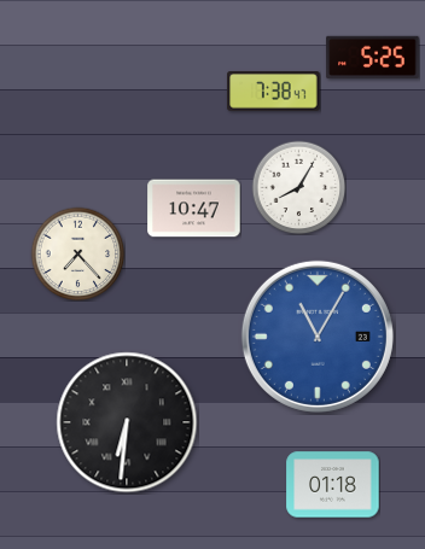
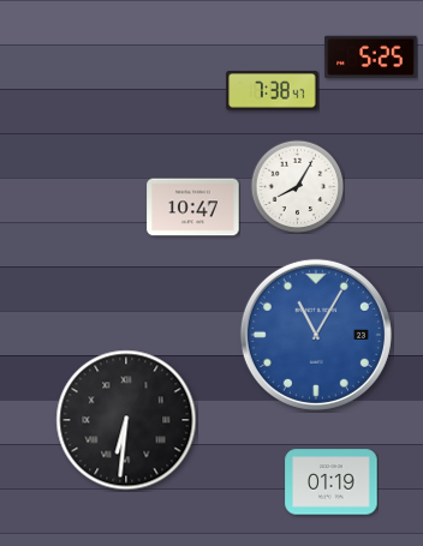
clock at (77, 253): 7:23 -> none
clock at (333, 485): 01:18 -> 01:19
